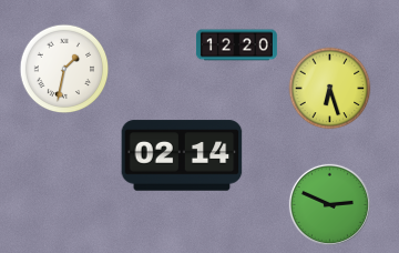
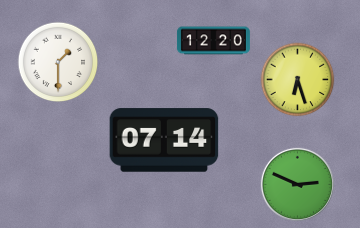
clock at (64, 69): 1:32 -> 1:30
clock at (182, 155): 02:14 -> 07:14
